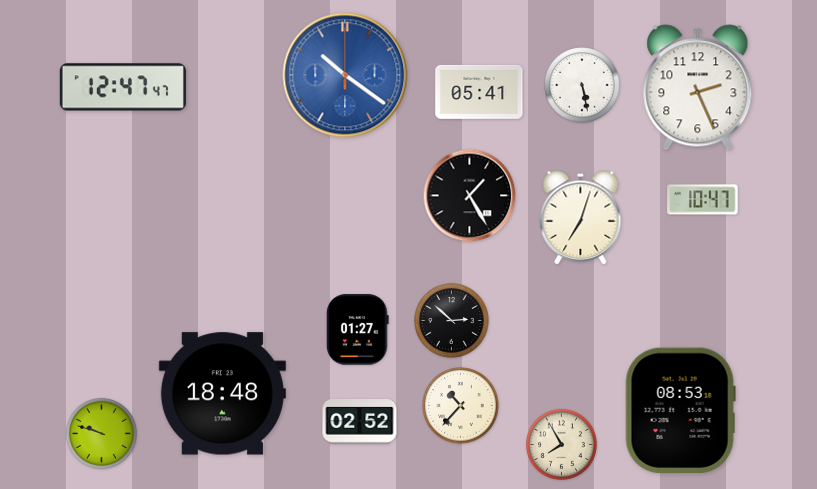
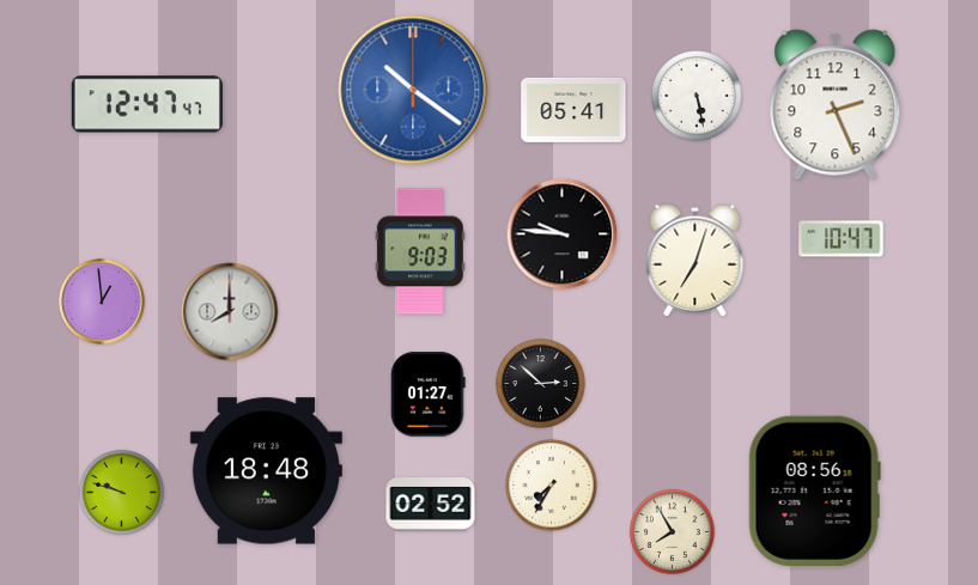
clock at (582, 85) position: (582, 85) -> (697, 96)
clock at (470, 196): 1:25 -> 9:46
clock at (420, 251): none -> 9:03
clock at (102, 301): none -> 12:59
clock at (230, 312): none -> 8:00
clock at (461, 406): 10:37 -> 7:35
clock at (680, 410): 08:53 -> 08:56
clock at (101, 433) position: (101, 433) -> (121, 492)
